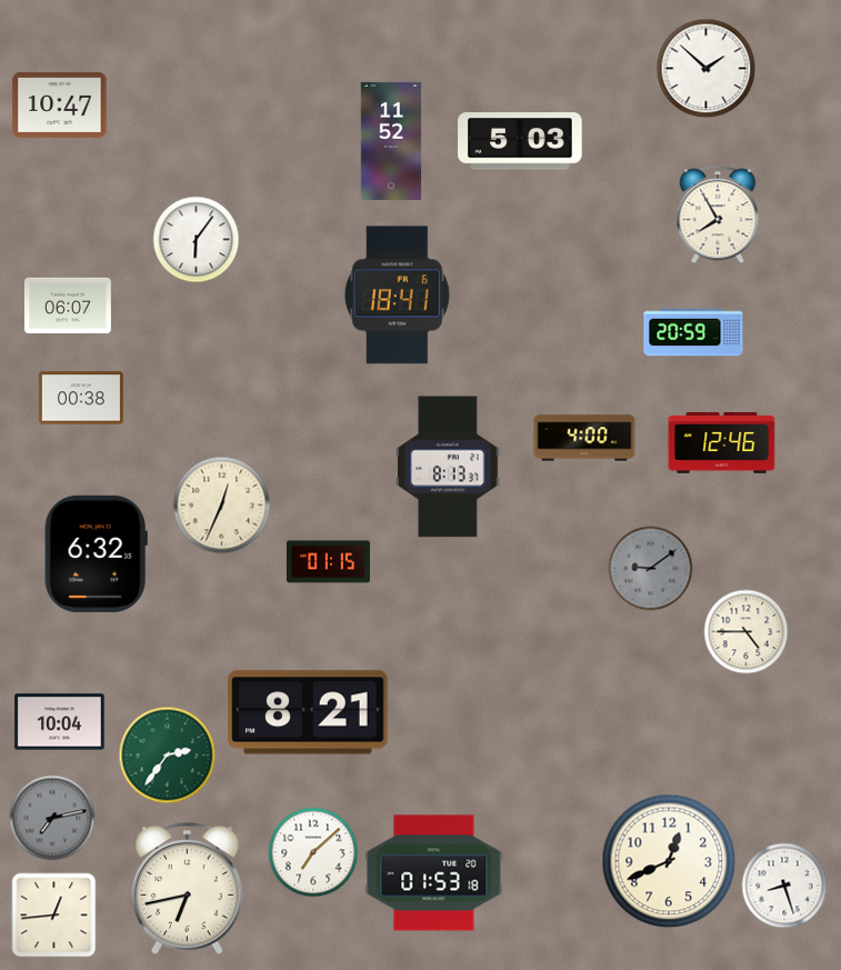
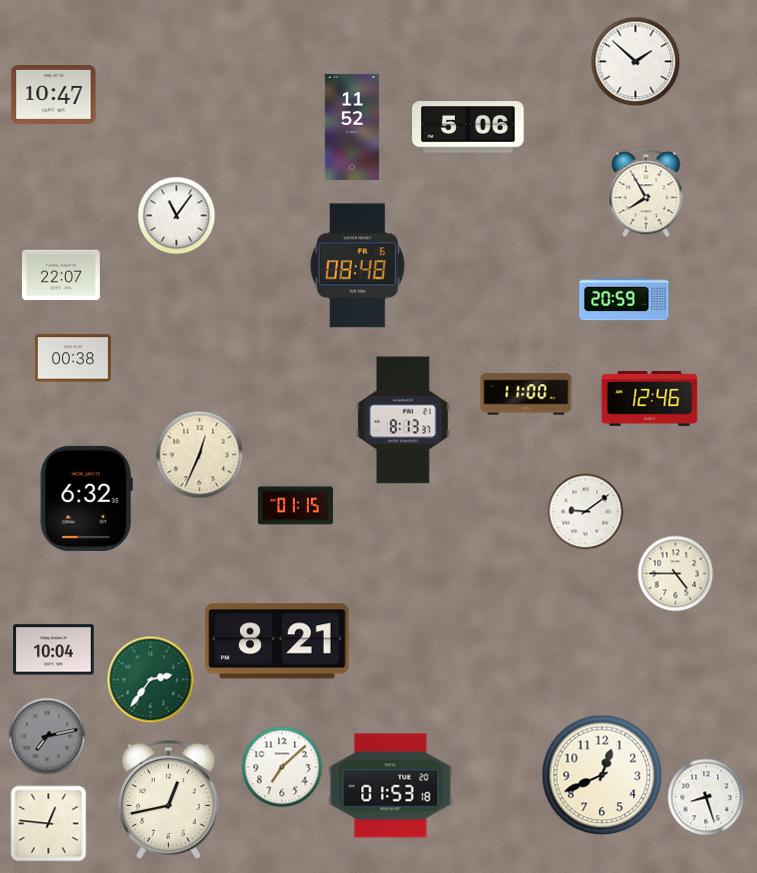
clock at (520, 141): 5:03 -> 5:06
clock at (197, 240): 6:06 -> 11:06
clock at (397, 296): 18:41 -> 08:48
clock at (68, 306): 06:07 -> 22:07
clock at (584, 438): 4:00 -> 11:00
clock at (651, 569) dial: grey -> white
clock at (747, 632) position: (747, 632) -> (676, 574)
clock at (188, 889): 6:43 -> 12:43
clock at (54, 916): 12:44 -> 12:46
